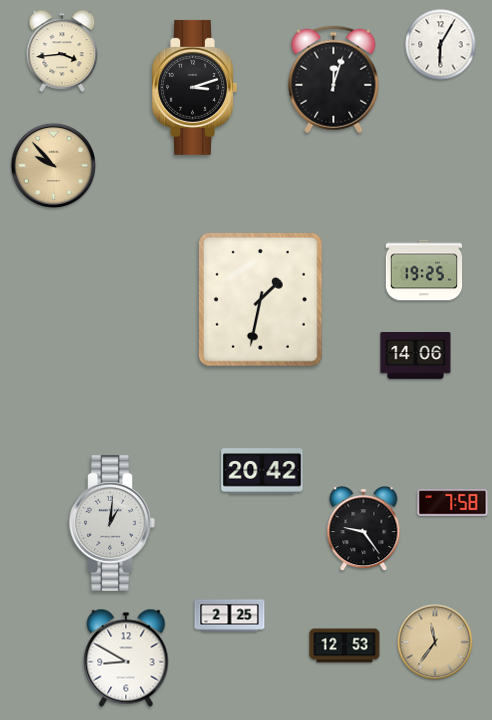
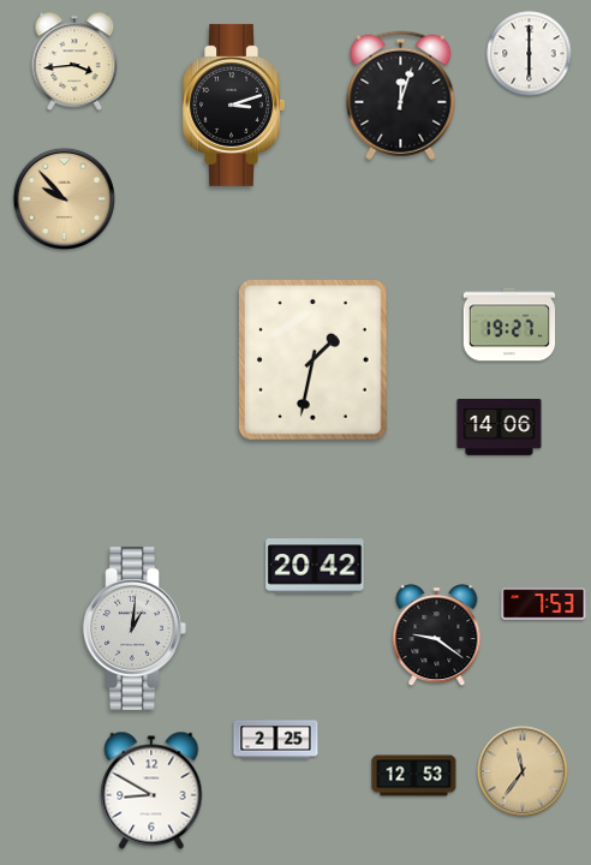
clock at (441, 45): 6:05 -> 6:00
clock at (424, 270): 19:25 -> 19:27
clock at (453, 503): 7:58 -> 7:53
clock at (364, 529): 9:24 -> 9:21
